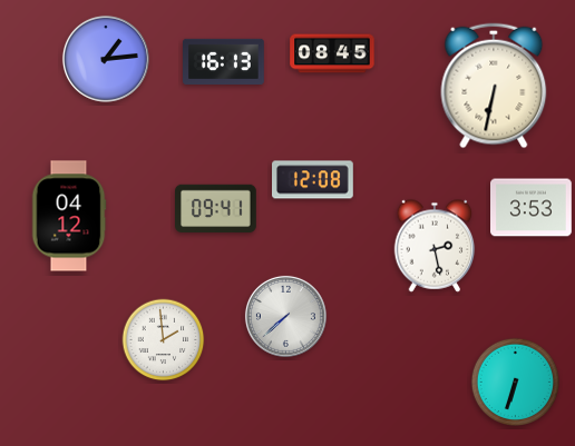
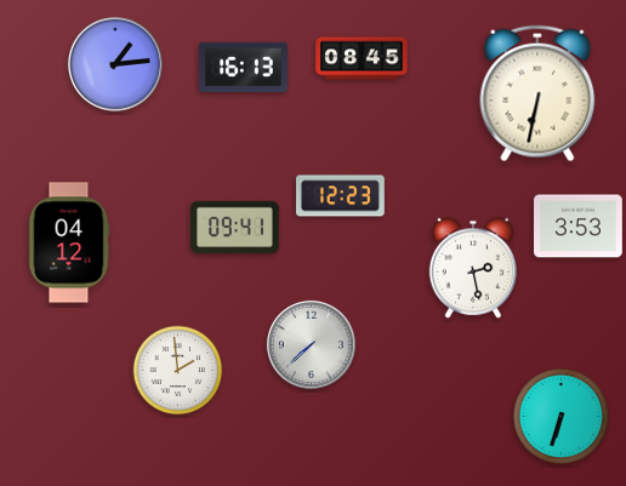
clock at (313, 180): 12:08 -> 12:23
clock at (69, 216) position: (69, 216) -> (69, 242)
